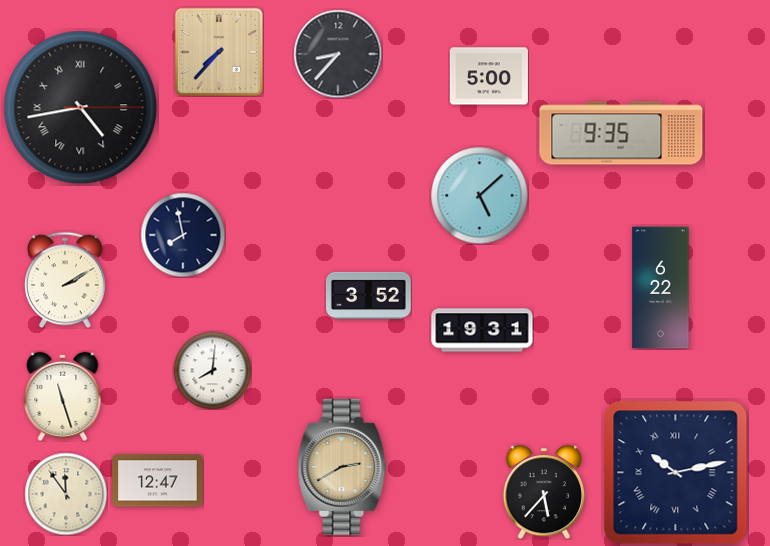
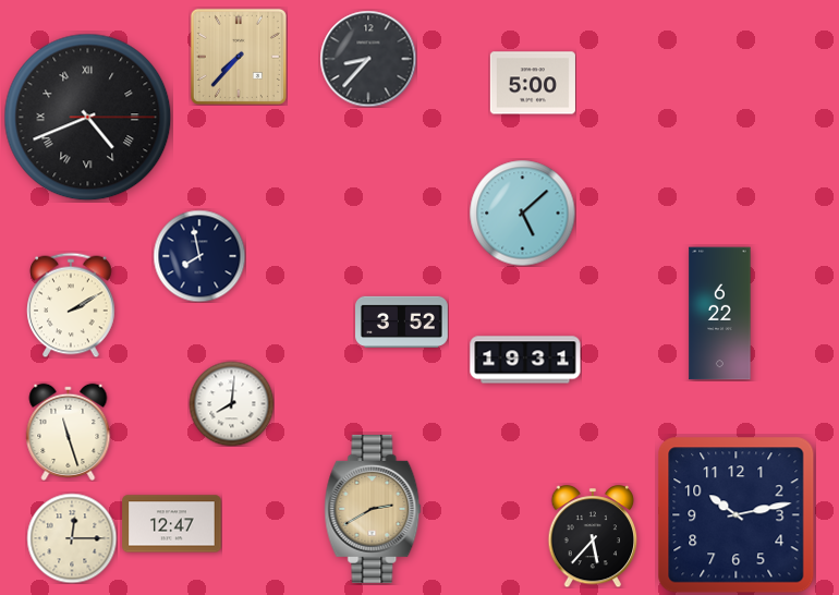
clock at (81, 108): 4:43 -> 4:41
clock at (621, 133): 9:35 -> none
clock at (676, 473) numerals: Roman -> Arabic
clock at (66, 494): 11:54 -> 12:15
